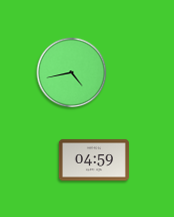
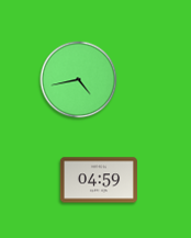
clock at (94, 160) position: (94, 160) -> (99, 180)
